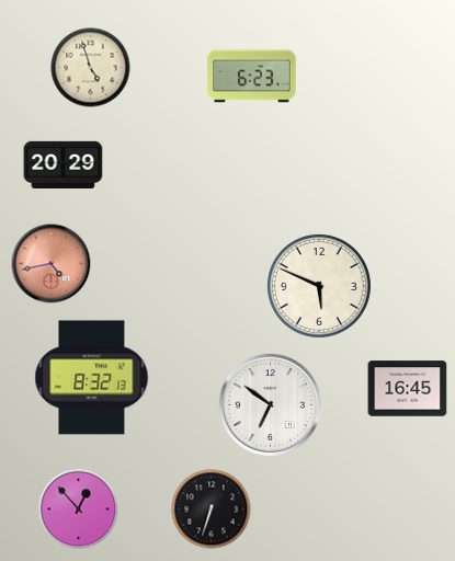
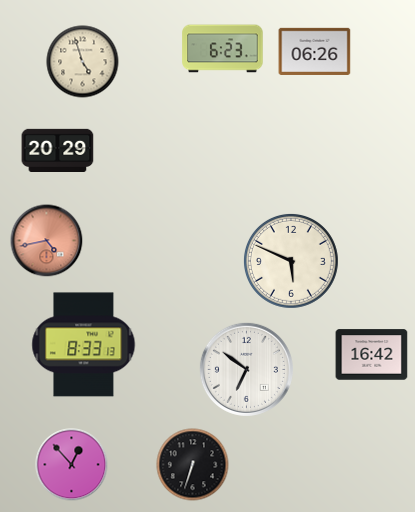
clock at (315, 51): none -> 06:26
clock at (252, 77) position: (252, 77) -> (223, 49)
clock at (92, 378): 8:32 -> 8:33
clock at (408, 389): 16:45 -> 16:42
